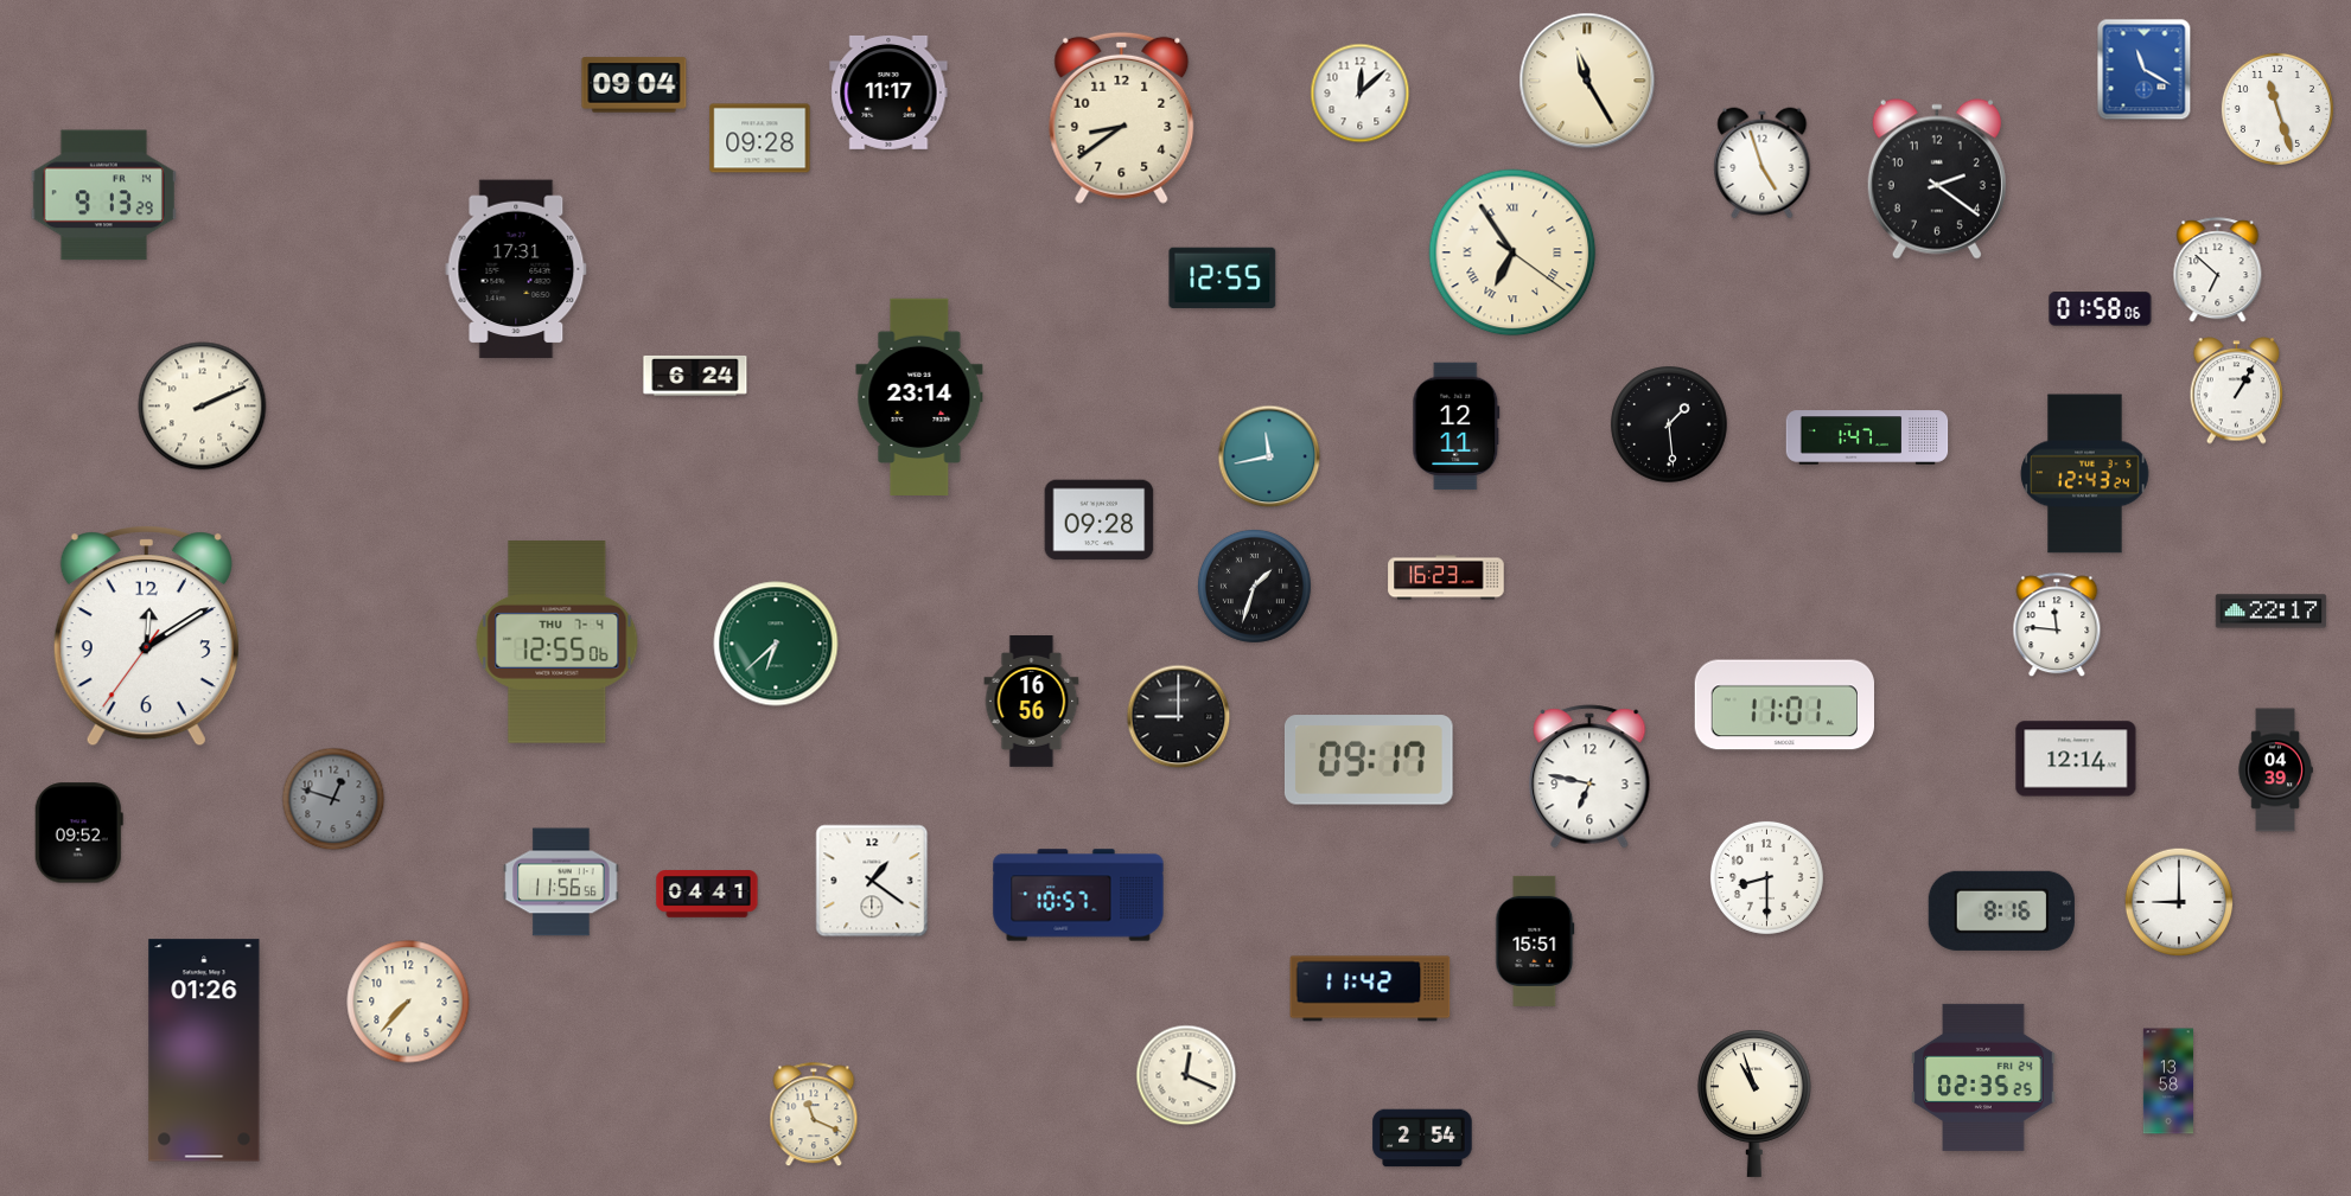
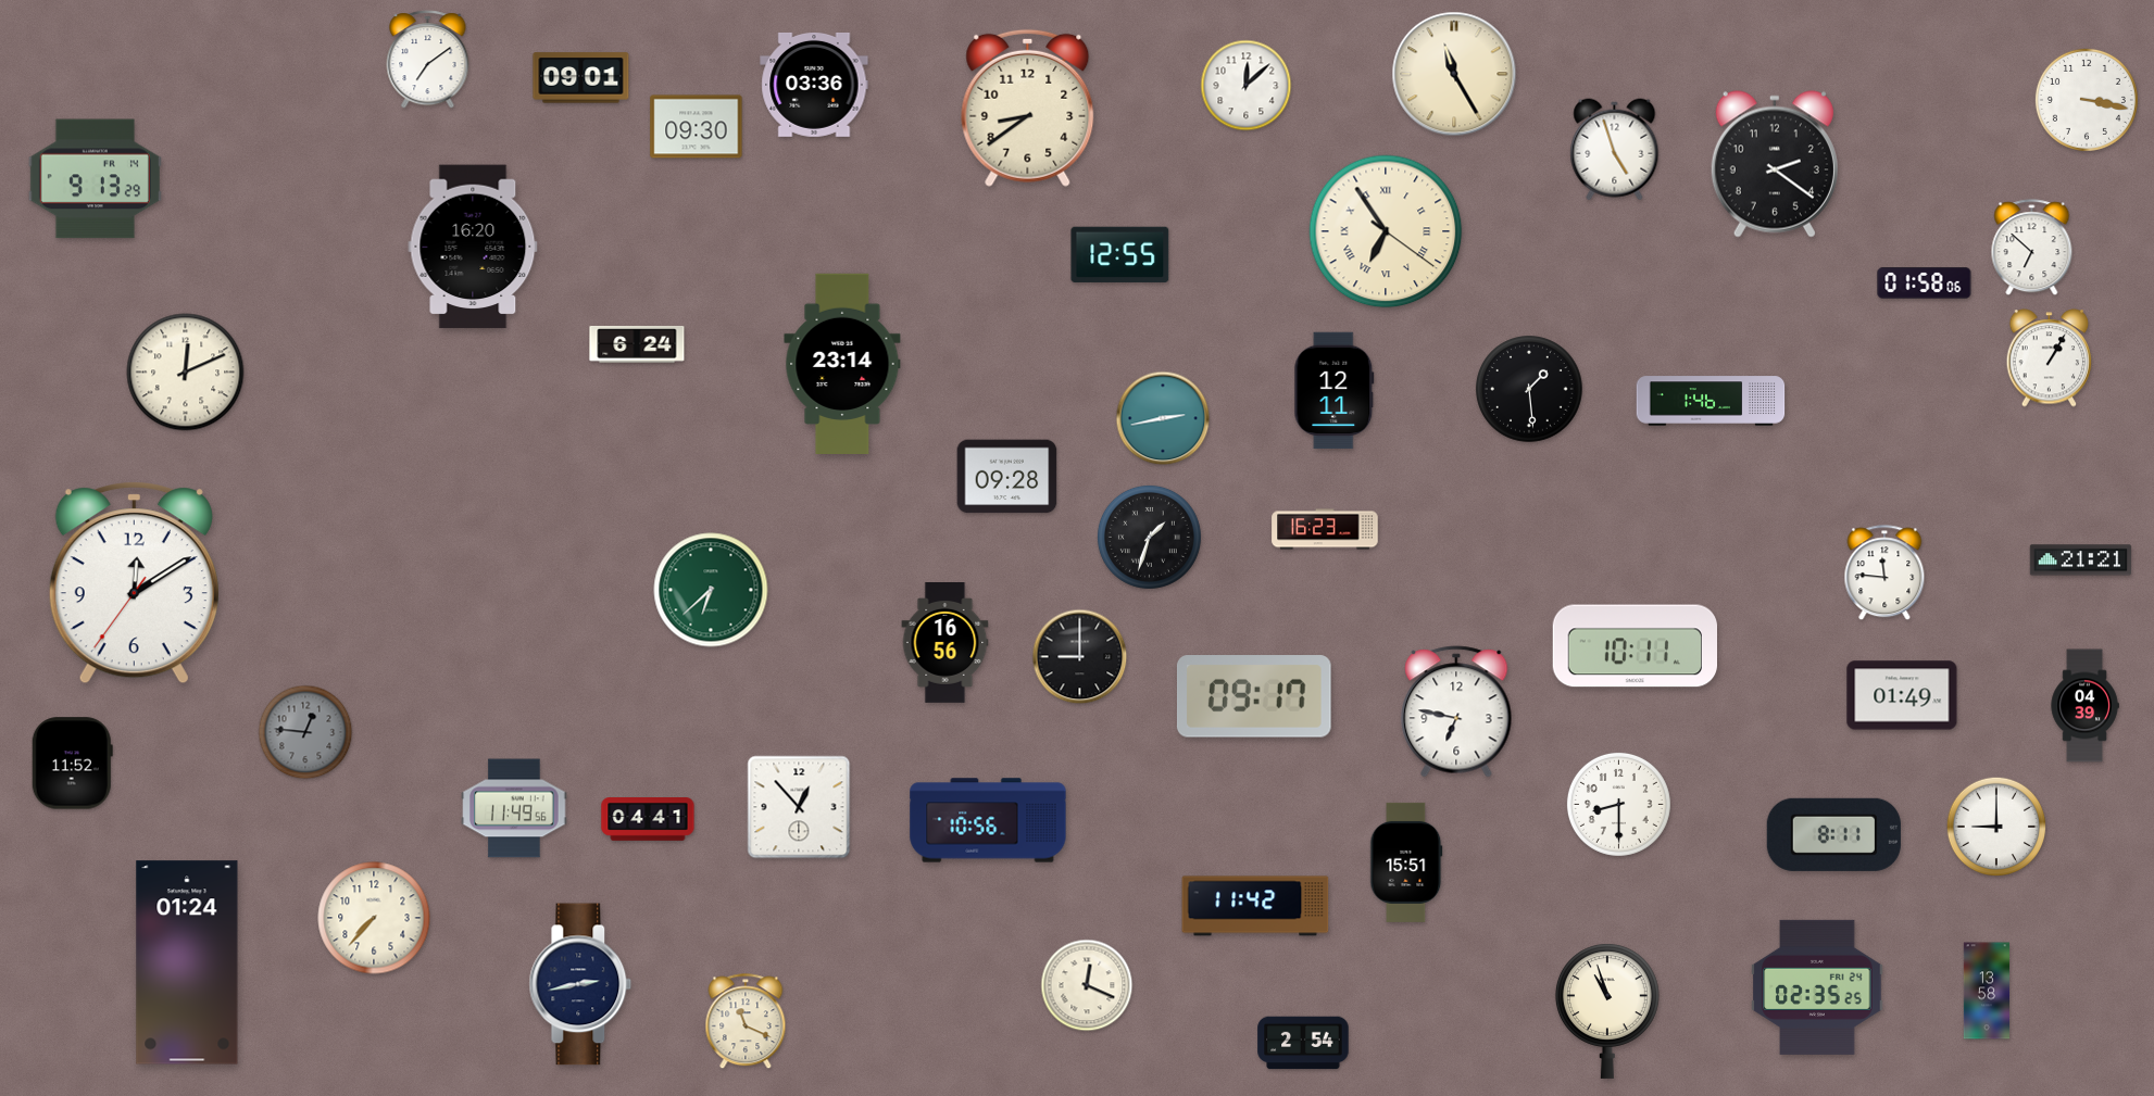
clock at (428, 60): none -> 7:09
clock at (2145, 70): 11:20 -> none
clock at (635, 85): 09:04 -> 09:01
clock at (888, 92): 11:17 -> 03:36
clock at (2277, 109): 11:27 -> 3:17
clock at (760, 139): 09:28 -> 09:30
clock at (516, 269): 17:31 -> 16:20
clock at (203, 407): 2:11 -> 12:11
clock at (1867, 437): 1:47 -> 1:46
clock at (1269, 456): 11:43 -> 2:43
clock at (2085, 474): 12:43 -> none
clock at (2272, 612): 22:17 -> 21:21
clock at (558, 642): 12:55 -> none
clock at (1784, 705): 11:01 -> 10:11
clock at (2076, 759): 12:14 -> 01:49
clock at (333, 799): 12:48 -> 12:46
clock at (78, 833): 09:52 -> 11:52
clock at (872, 881): 1:21 -> 12:53
clock at (561, 882): 11:56 -> 11:49
clock at (1078, 895): 10:57 -> 10:56
clock at (2001, 910): 8:16 -> 8:11
clock at (204, 1050): 01:26 -> 01:24
clock at (580, 984): none -> 2:43
